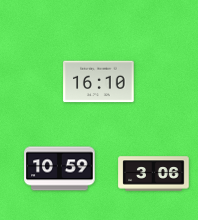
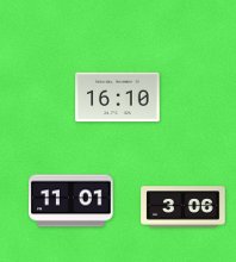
clock at (60, 169): 10:59 -> 11:01
